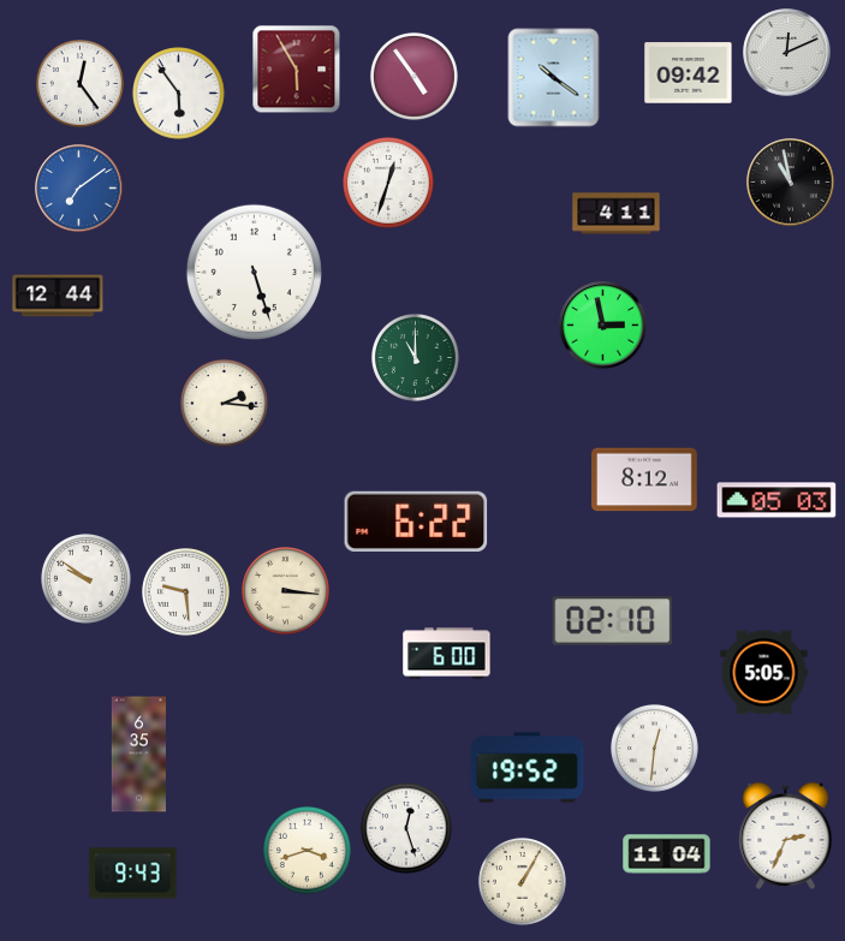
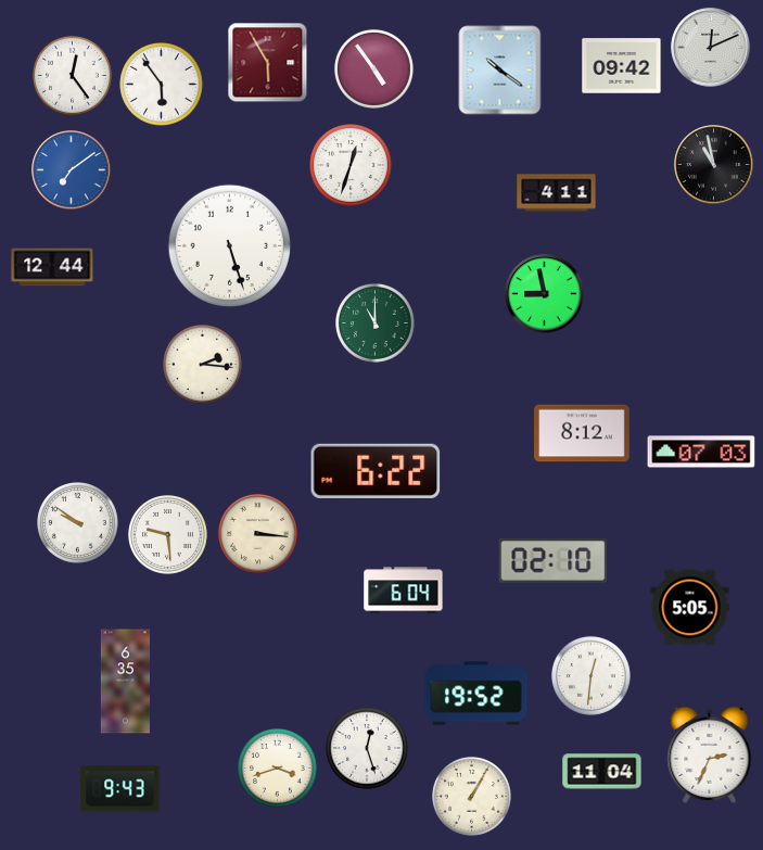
clock at (603, 326): 2:58 -> 8:58
clock at (776, 500): 05:03 -> 07:03
clock at (447, 654): 6:00 -> 6:04
